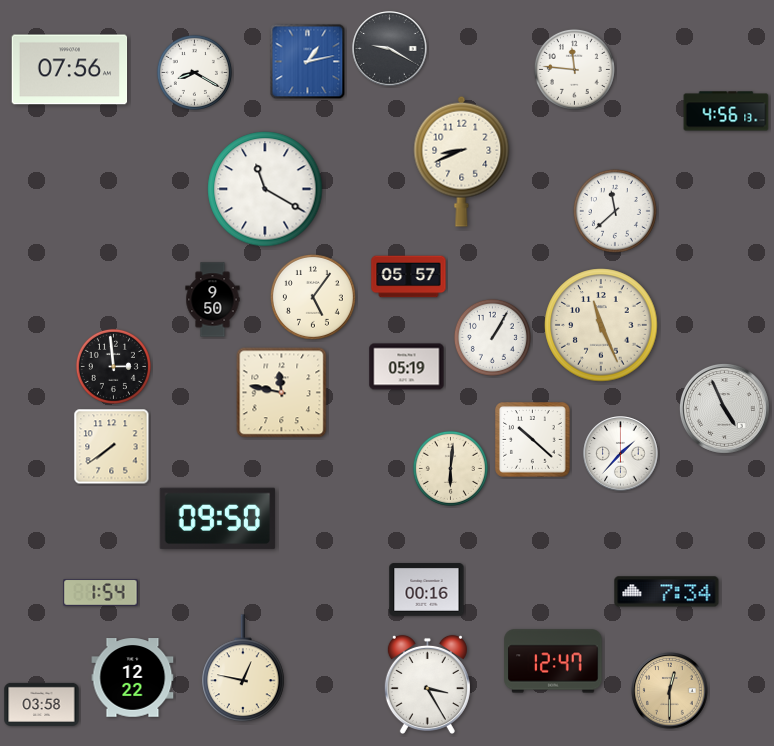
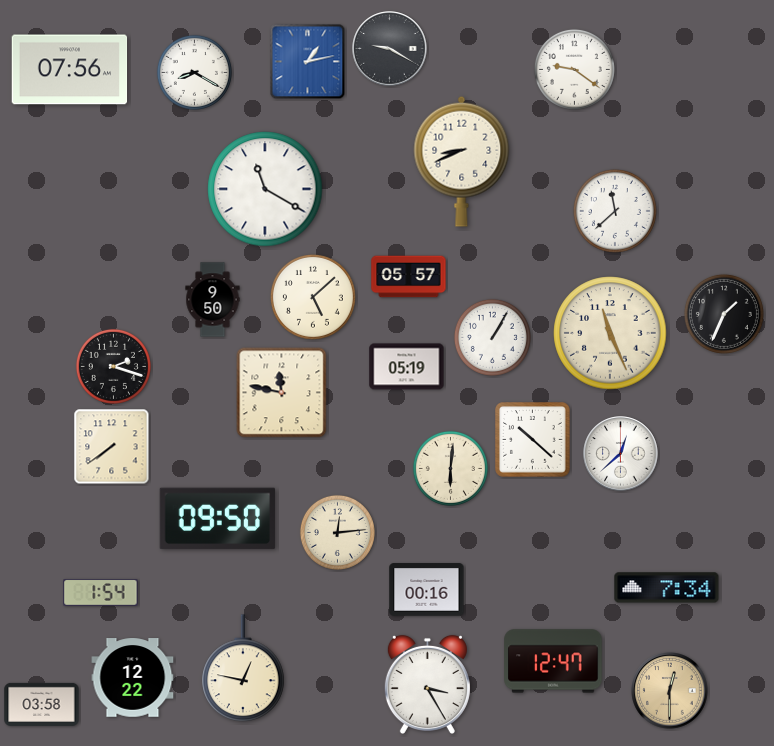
clock at (574, 69): 11:46 -> 9:21
clock at (726, 111): 4:56 -> none
clock at (313, 297): 5:06 -> 5:08
clock at (724, 314): none -> 1:34
clock at (601, 325) position: (601, 325) -> (610, 333)
clock at (113, 366): 2:59 -> 2:18
clock at (724, 408): 4:56 -> none
clock at (621, 454): 1:37 -> 12:38
clock at (337, 532): none -> 12:14
clock at (667, 592) position: (667, 592) -> (667, 588)
